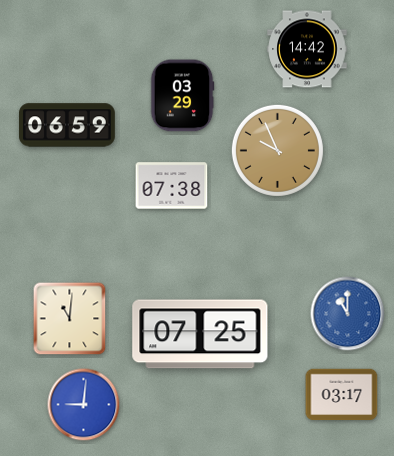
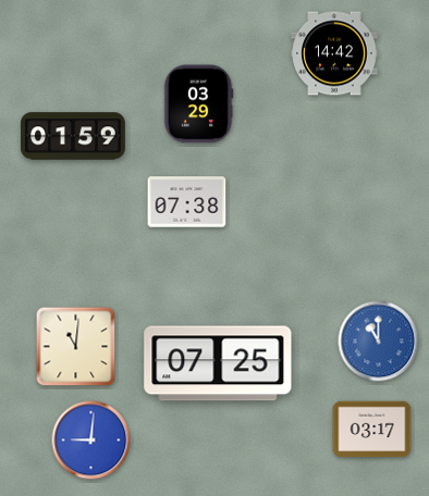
clock at (68, 125): 06:59 -> 01:59
clock at (277, 150): 9:56 -> none
